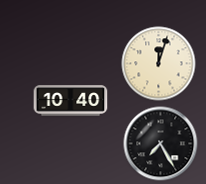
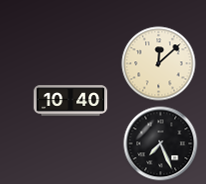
clock at (159, 64): 12:03 -> 12:08
clock at (161, 144): 7:25 -> 7:26
